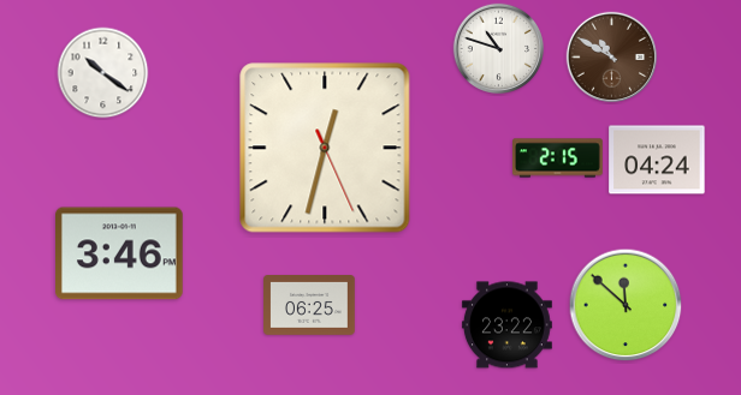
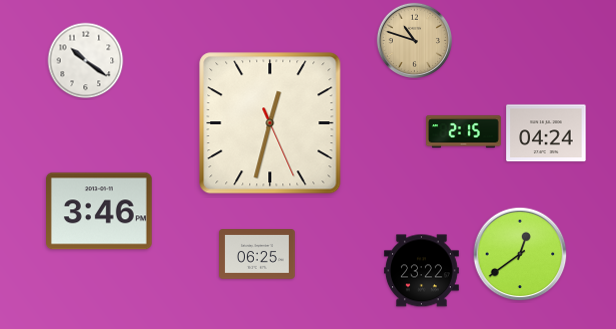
clock at (499, 49) dial: white -> champagne
clock at (612, 58): 10:50 -> none
clock at (626, 305): 11:52 -> 12:39
